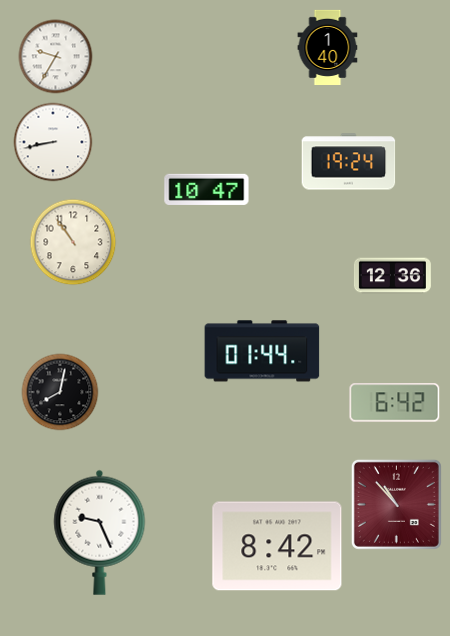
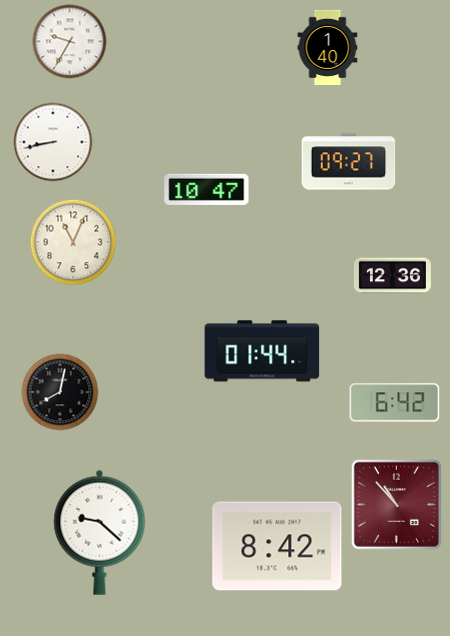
clock at (56, 57) position: (56, 57) -> (70, 42)
clock at (349, 162): 19:24 -> 09:27
clock at (73, 242): 10:54 -> 11:04
clock at (100, 532): 9:26 -> 9:22
